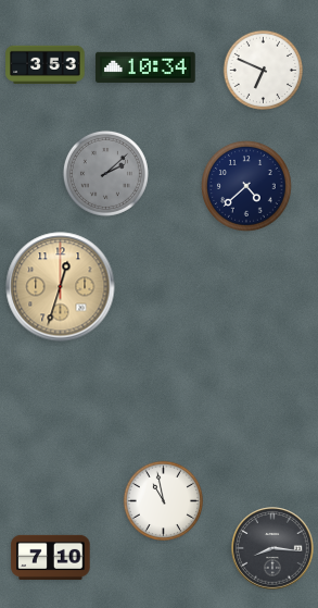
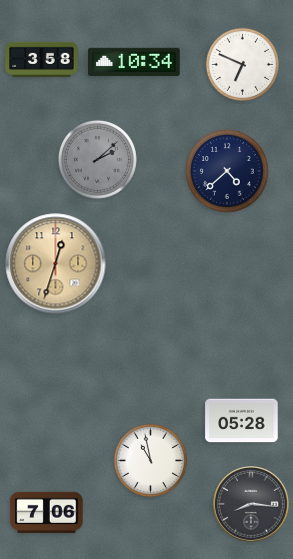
clock at (46, 64): 3:53 -> 3:58
clock at (242, 421): none -> 05:28
clock at (51, 557): 7:10 -> 7:06
